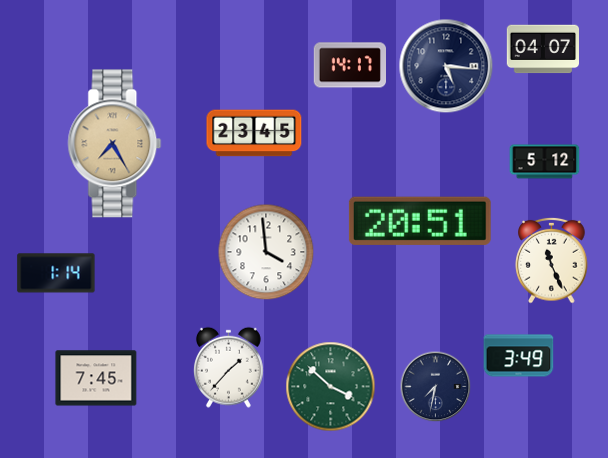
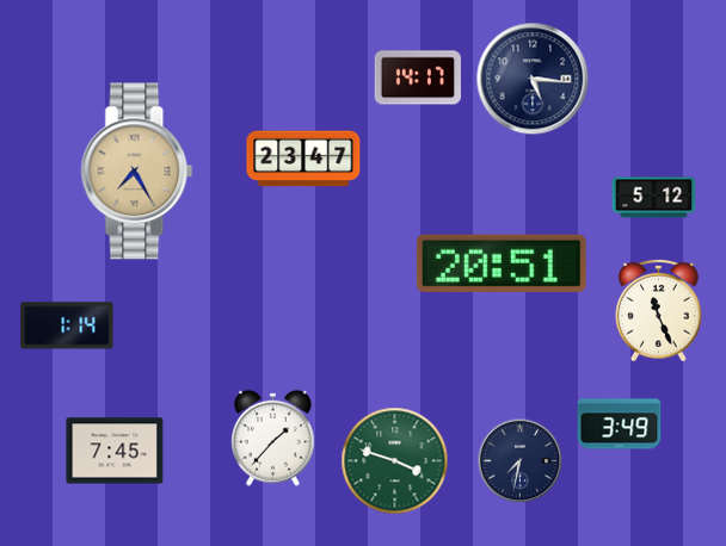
clock at (542, 49): 04:07 -> none
clock at (254, 133): 23:45 -> 23:47
clock at (545, 162) position: (545, 162) -> (654, 198)
clock at (266, 252): 3:59 -> none
clock at (331, 387): 3:52 -> 3:48
